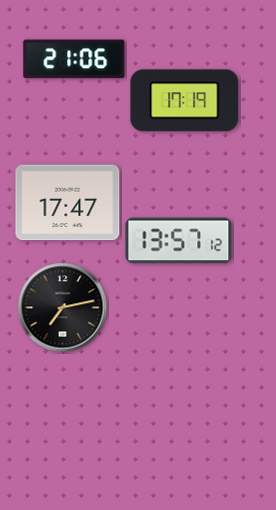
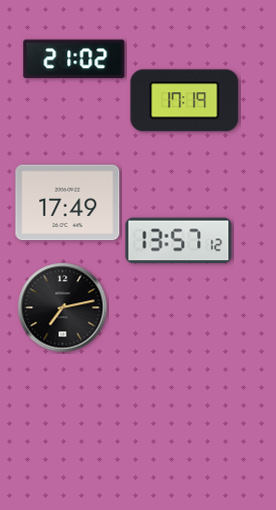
clock at (74, 59): 21:06 -> 21:02
clock at (68, 203): 17:47 -> 17:49
